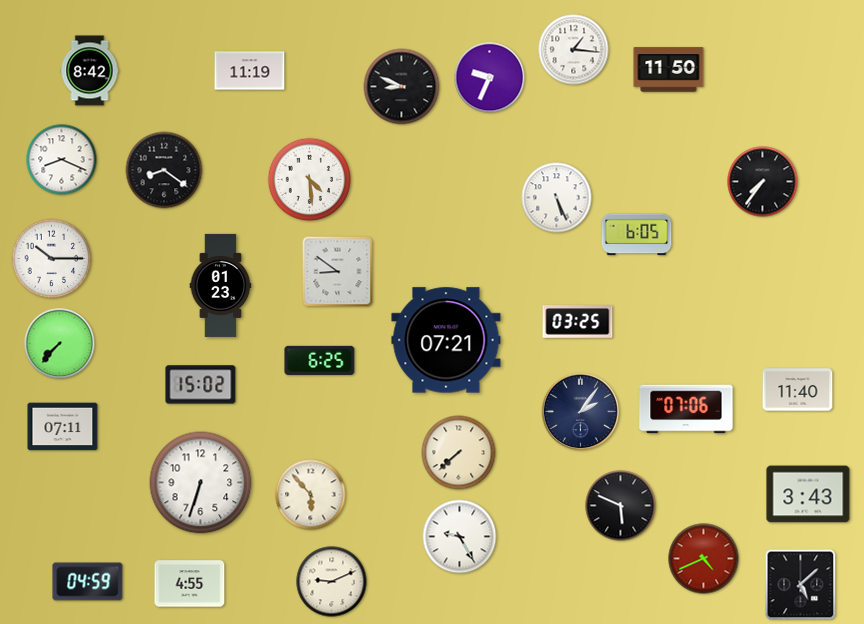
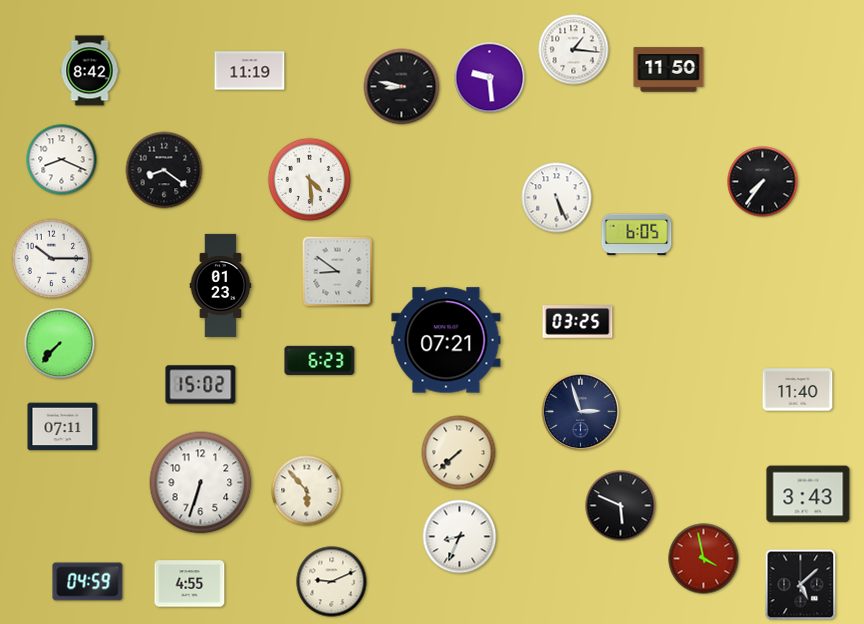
clock at (490, 78): 9:34 -> 9:29
clock at (402, 87): 8:49 -> 8:47
clock at (320, 360): 6:25 -> 6:23
clock at (686, 409): 07:06 -> none
clock at (581, 412): 2:06 -> 2:57
clock at (311, 495) position: (311, 495) -> (307, 491)
clock at (460, 537): 9:25 -> 8:34
clock at (704, 559): 4:41 -> 3:58
